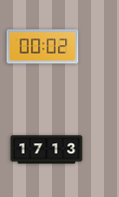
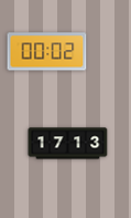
clock at (47, 150) position: (47, 150) -> (68, 144)
